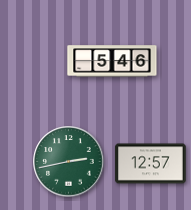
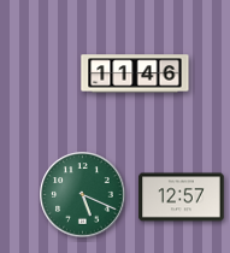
clock at (112, 61): 5:46 -> 11:46
clock at (69, 162): 2:43 -> 5:19
